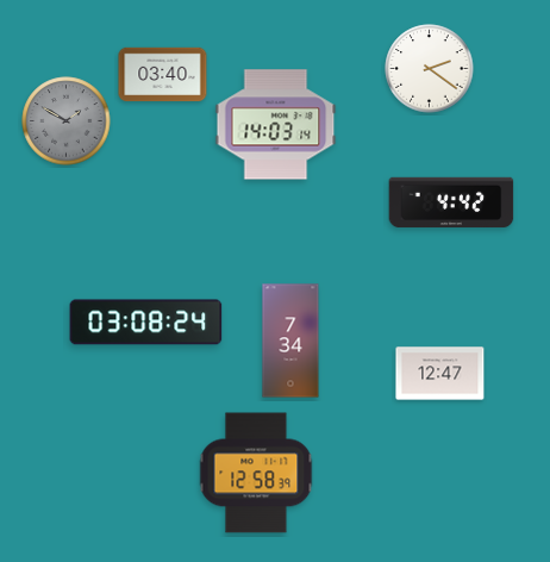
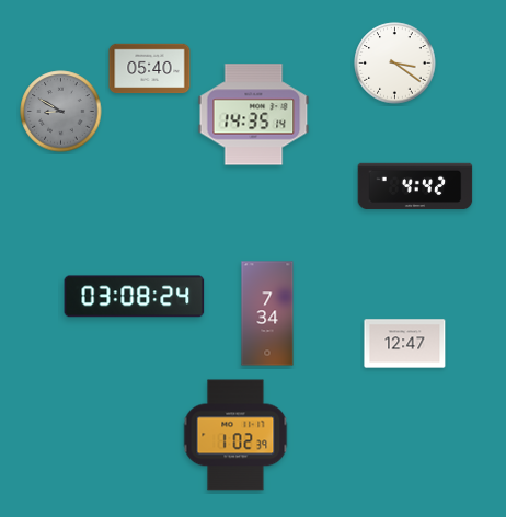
clock at (430, 69): 2:21 -> 3:21
clock at (163, 75): 03:40 -> 05:40
clock at (67, 121): 1:50 -> 8:50
clock at (276, 125): 14:03 -> 14:35
clock at (256, 473): 12:58 -> 1:02
